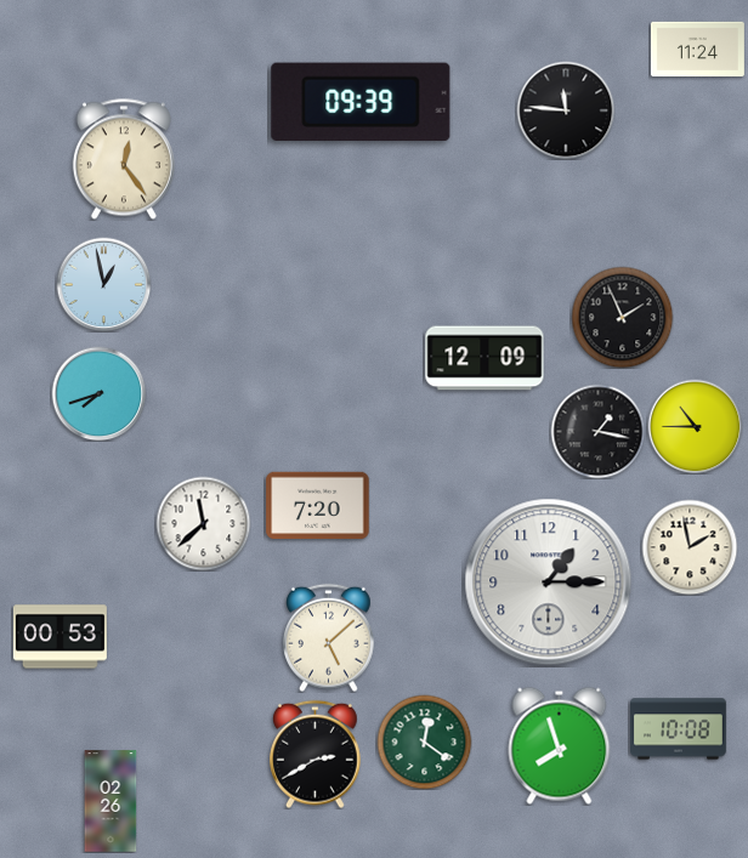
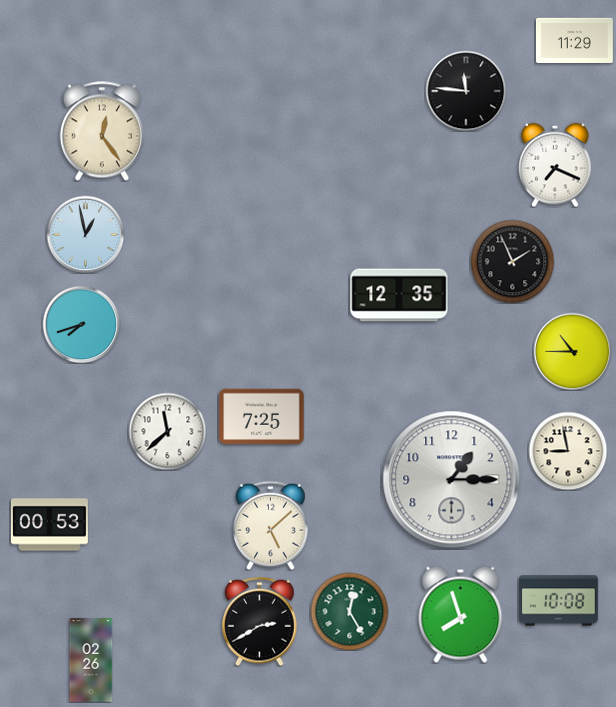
clock at (697, 49): 11:24 -> 11:29
clock at (361, 102): 09:39 -> none
clock at (555, 165): none -> 7:19
clock at (484, 358): 12:09 -> 12:35
clock at (597, 431): 1:17 -> none
clock at (318, 506): 7:20 -> 7:25
clock at (690, 547): 1:58 -> 8:58
clock at (424, 741): 12:21 -> 12:25
